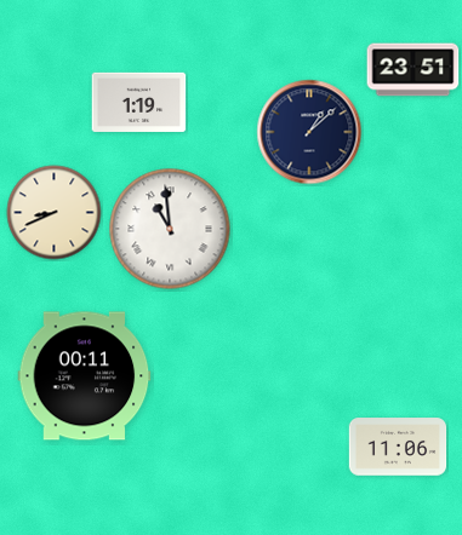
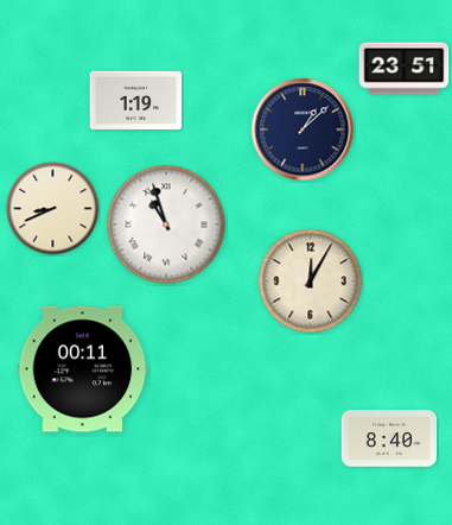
clock at (170, 229): 10:59 -> 10:57
clock at (311, 282): none -> 12:05
clock at (398, 447): 11:06 -> 8:40
